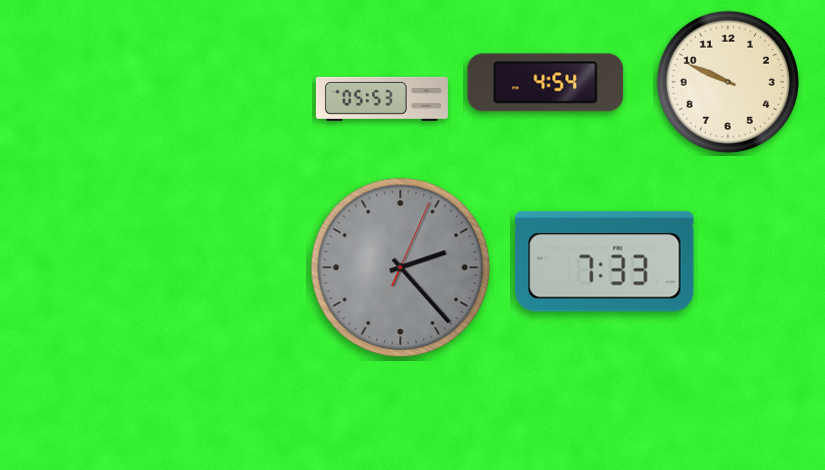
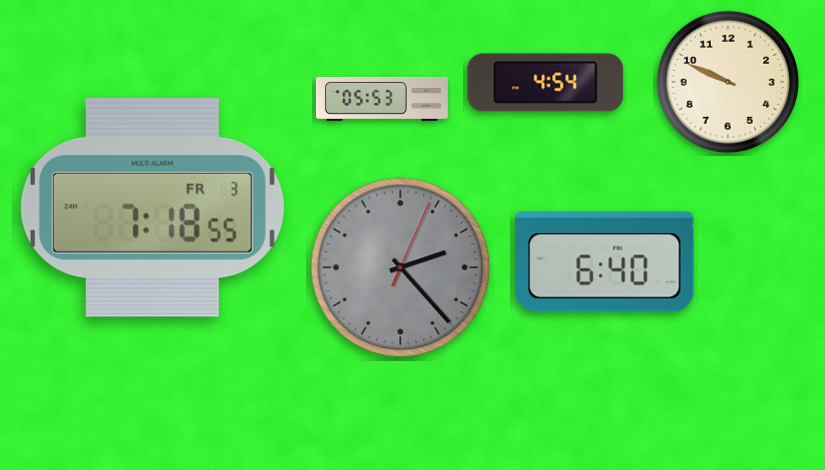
clock at (152, 207): none -> 7:18
clock at (605, 262): 7:33 -> 6:40
